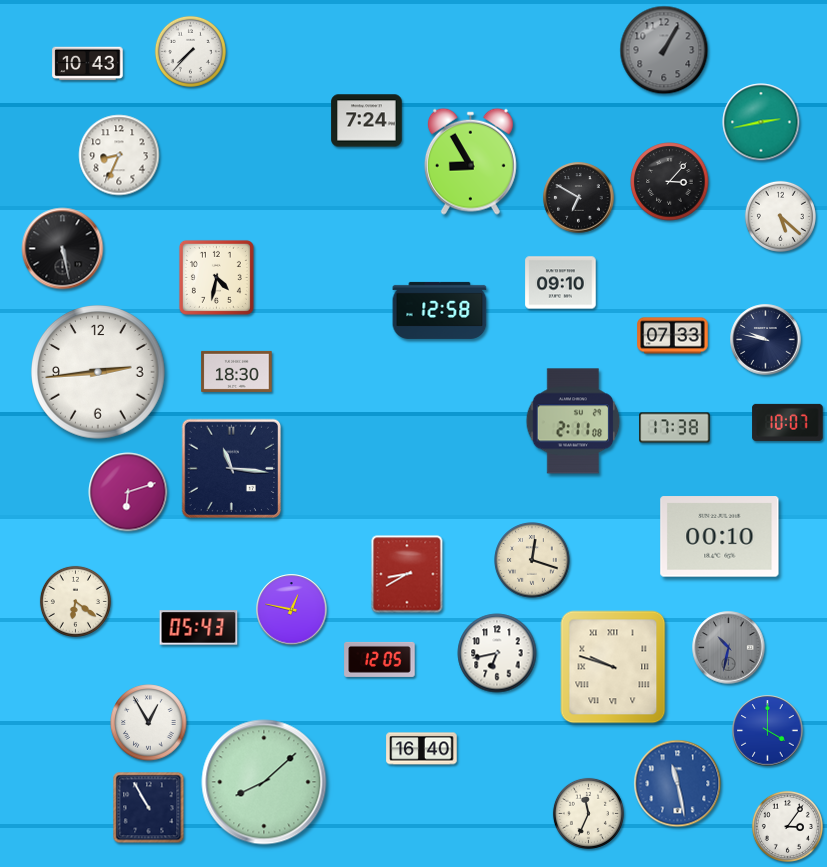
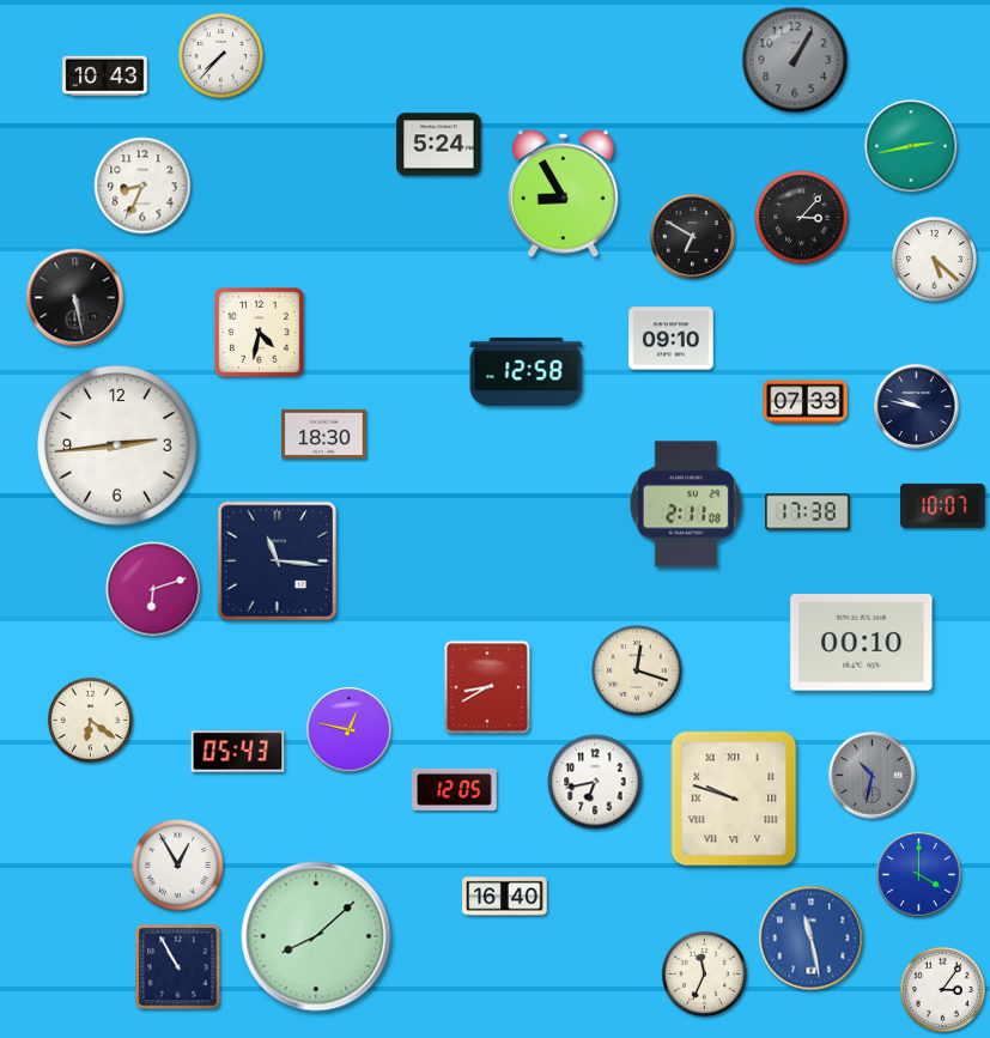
clock at (190, 51) position: (190, 51) -> (220, 55)
clock at (367, 121): 7:24 -> 5:24
clock at (237, 371) position: (237, 371) -> (324, 433)
